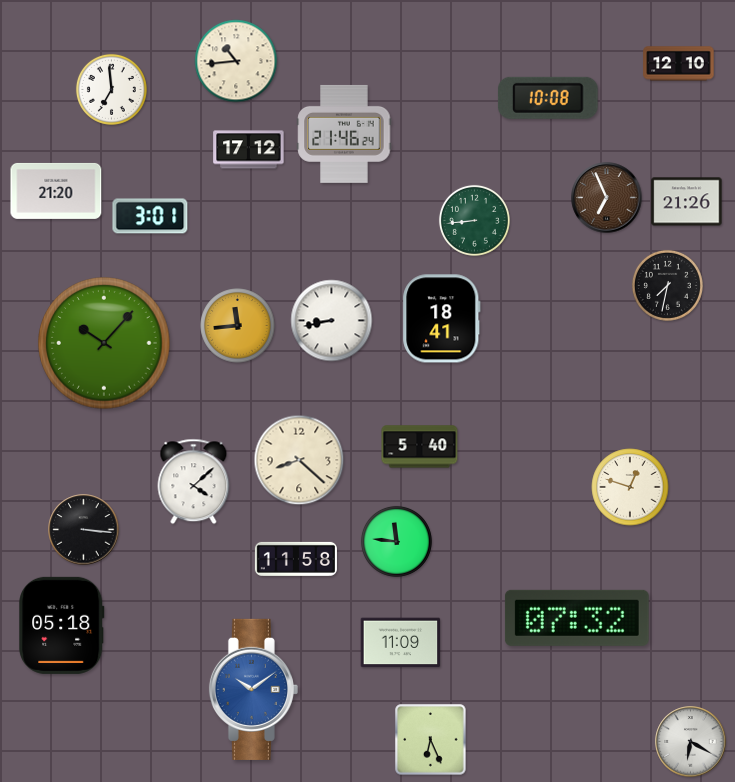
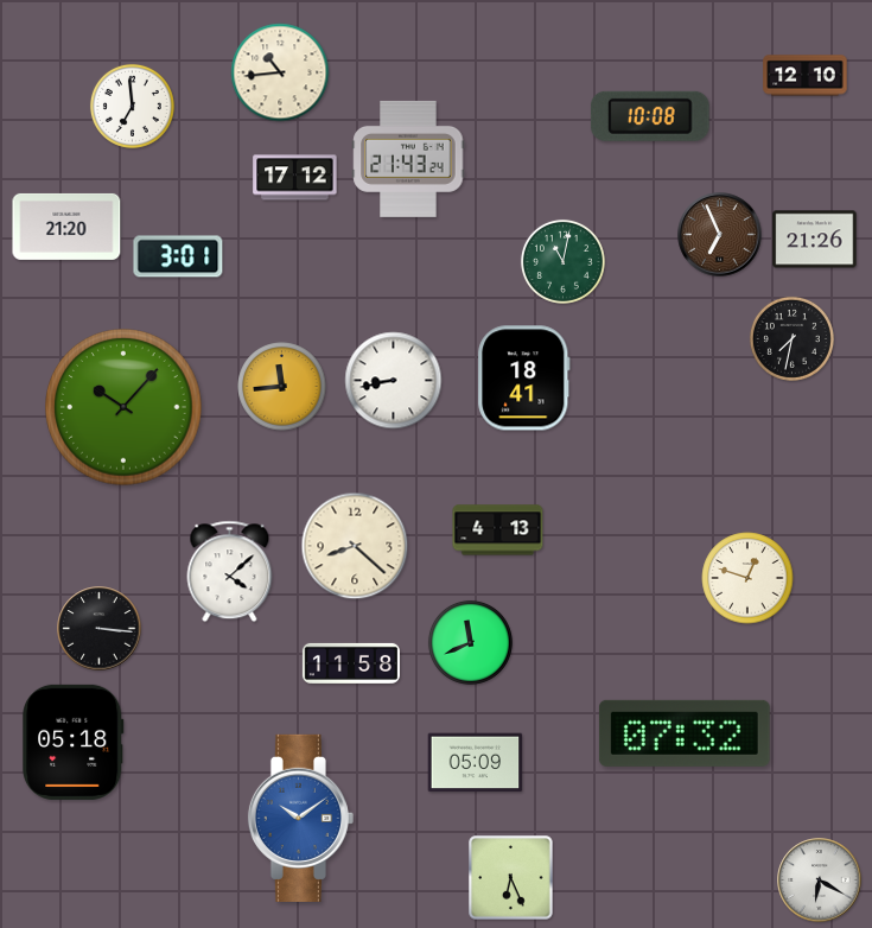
clock at (344, 134): 21:46 -> 21:43
clock at (474, 220): 8:44 -> 11:02
clock at (420, 447): 5:40 -> 4:13
clock at (396, 541): 11:46 -> 11:41
clock at (401, 643): 11:09 -> 05:09
